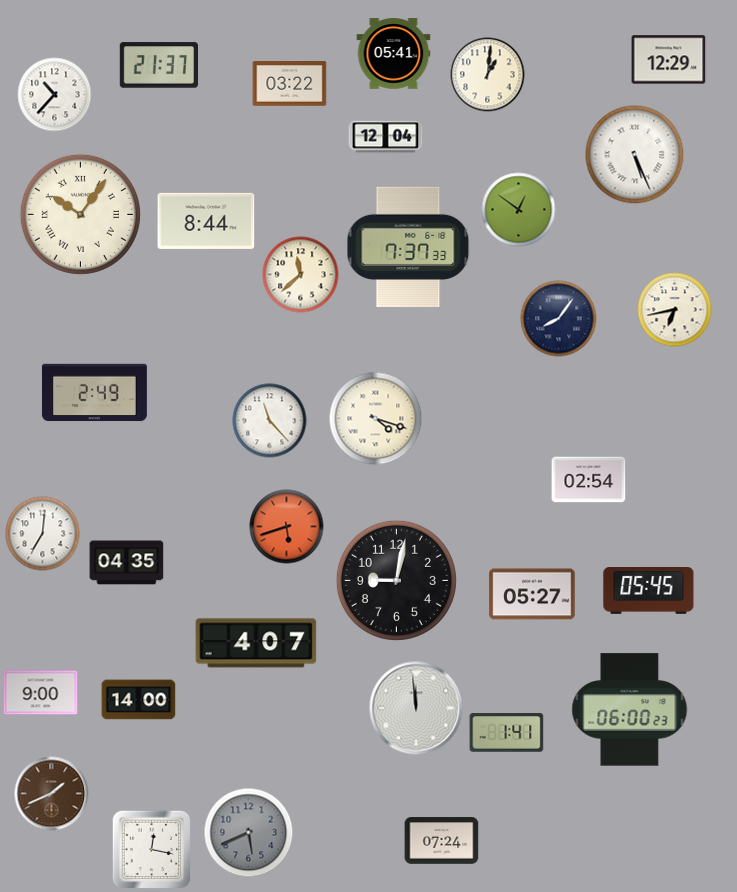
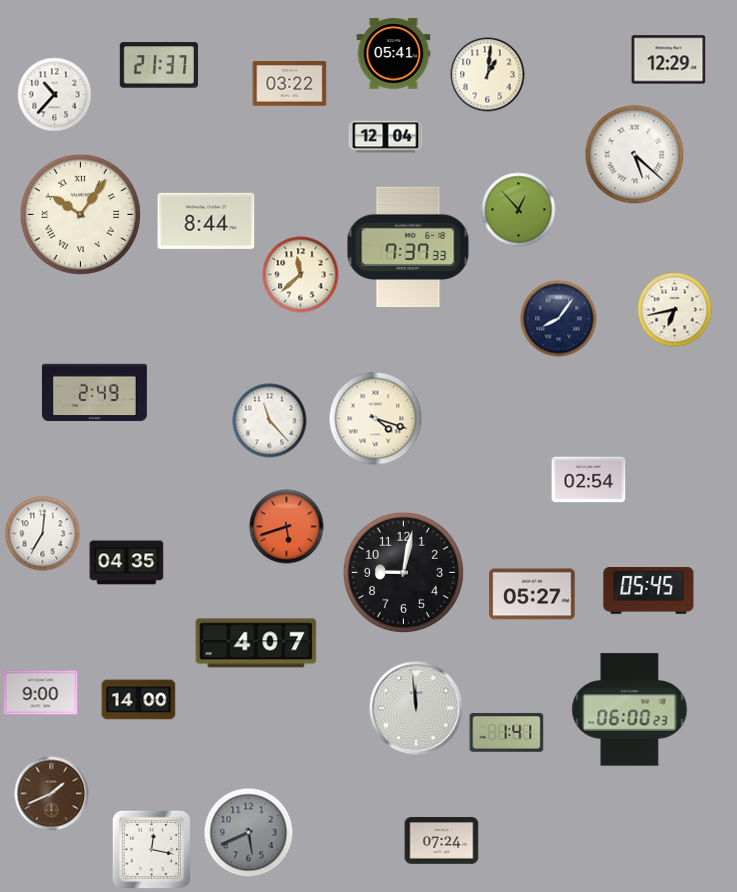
clock at (635, 155): 5:26 -> 5:22
clock at (519, 210): 12:51 -> 12:53
clock at (396, 580) position: (396, 580) -> (403, 572)
